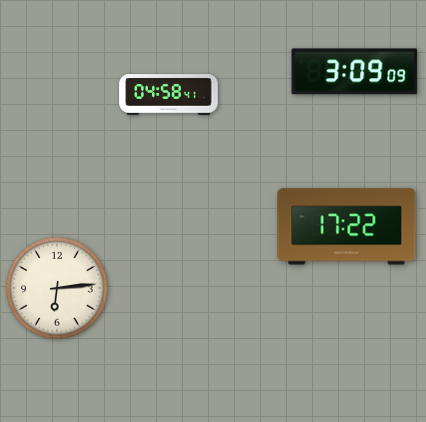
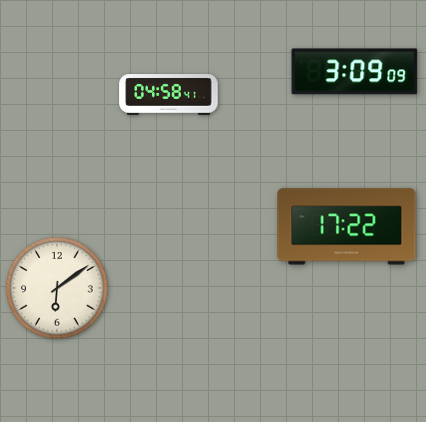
clock at (57, 288): 6:14 -> 6:09
